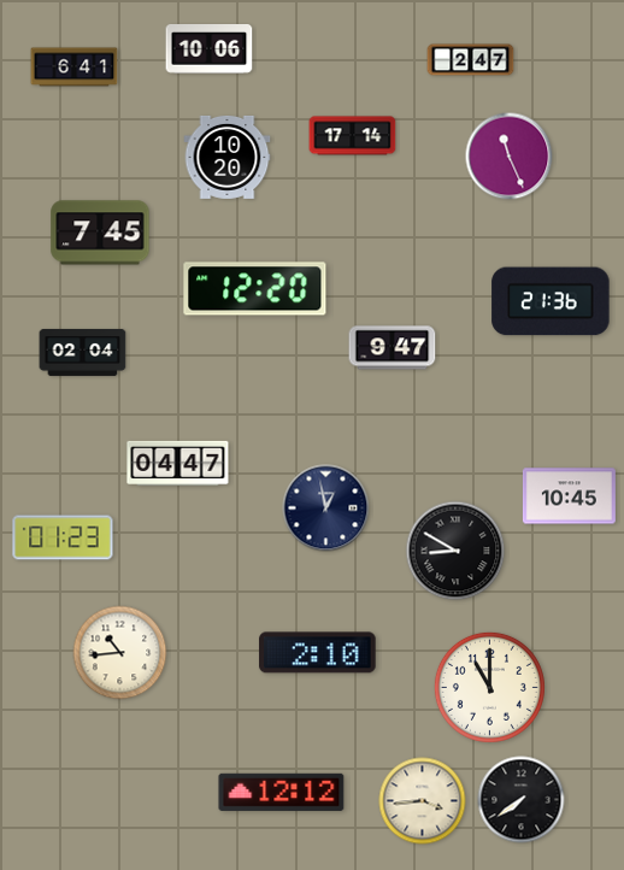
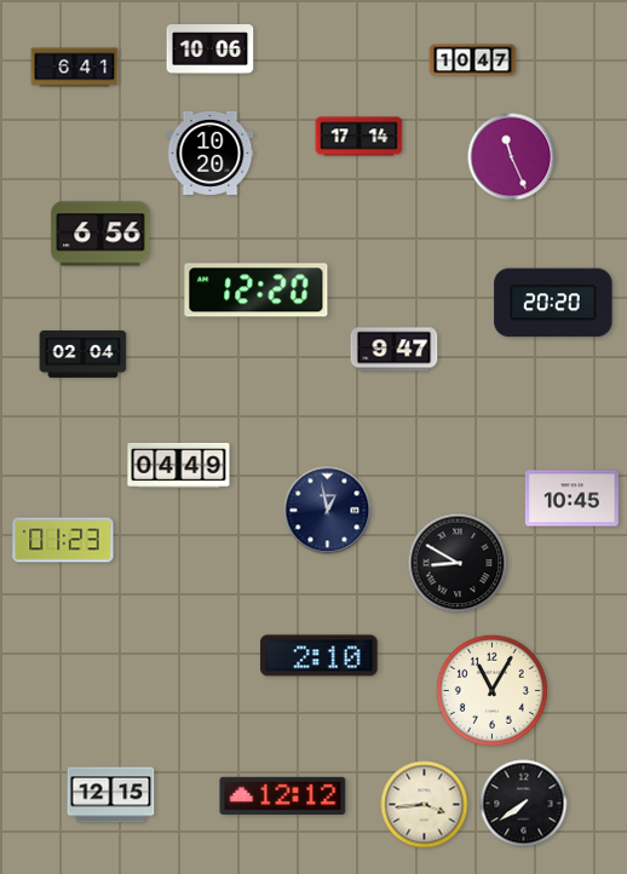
clock at (471, 60): 2:47 -> 10:47
clock at (353, 136) position: (353, 136) -> (359, 137)
clock at (228, 157) position: (228, 157) -> (211, 153)
clock at (100, 233): 7:45 -> 6:56
clock at (551, 301): 21:36 -> 20:20
clock at (178, 463): 04:47 -> 04:49
clock at (455, 551) position: (455, 551) -> (458, 563)
clock at (120, 653): 10:44 -> none
clock at (489, 687): 11:00 -> 11:05
clock at (111, 795): none -> 12:15
